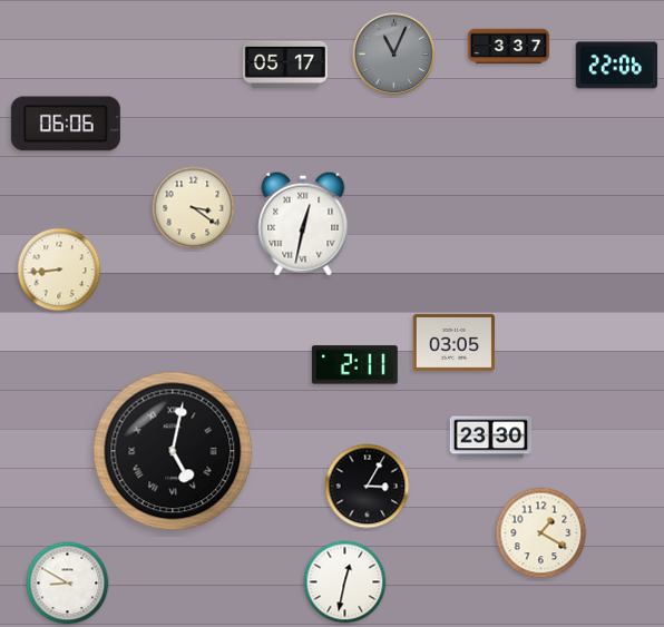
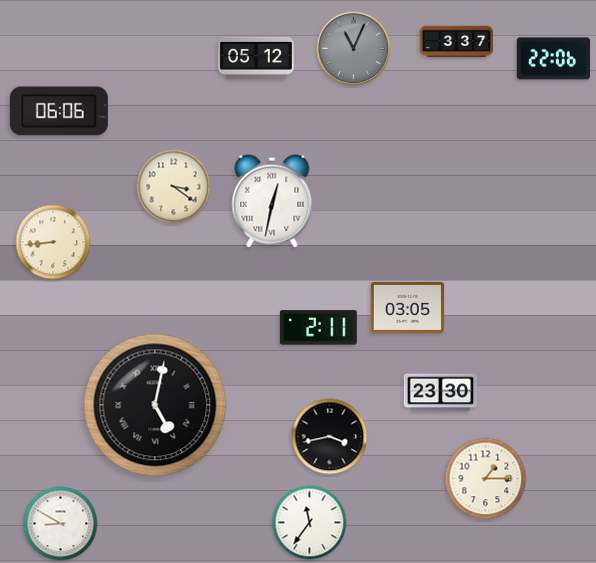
clock at (285, 65): 05:17 -> 05:12
clock at (368, 487): 3:05 -> 3:43
clock at (541, 533): 1:20 -> 1:15
clock at (345, 582): 12:32 -> 11:36
